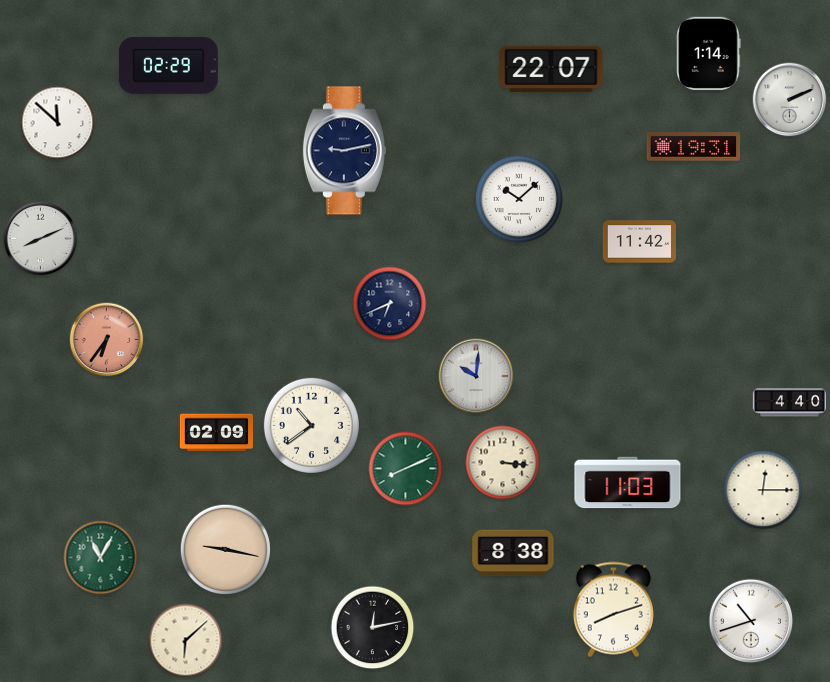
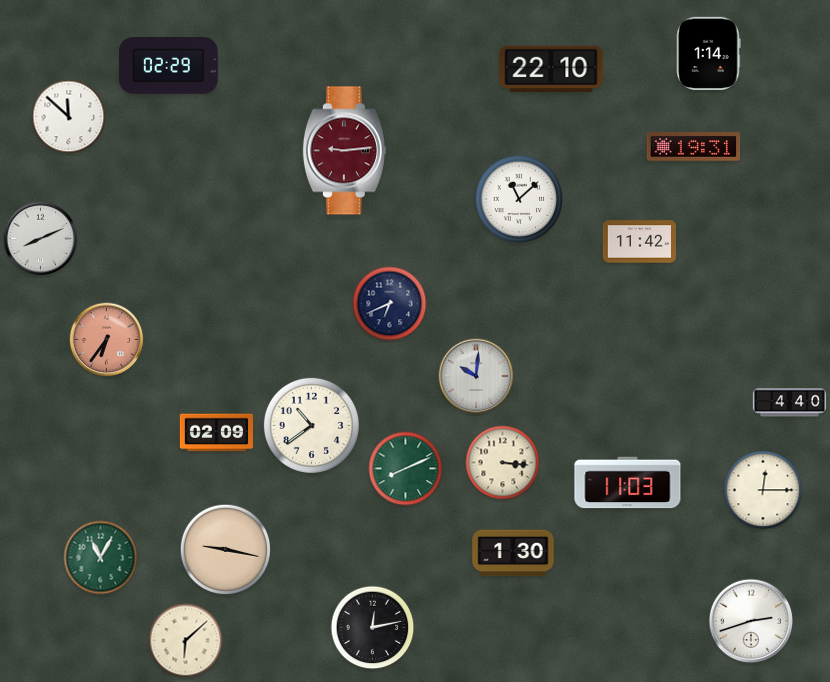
clock at (551, 68): 22:07 -> 22:10
clock at (790, 100): 2:11 -> none
clock at (58, 123) position: (58, 123) -> (69, 117)
clock at (344, 151): 9:13 -> 9:14
clock at (344, 151) dial: navy -> burgundy
clock at (519, 199): 10:08 -> 11:08
clock at (513, 553): 8:38 -> 1:30
clock at (613, 610): 8:12 -> none
clock at (751, 621): 10:42 -> 2:42
